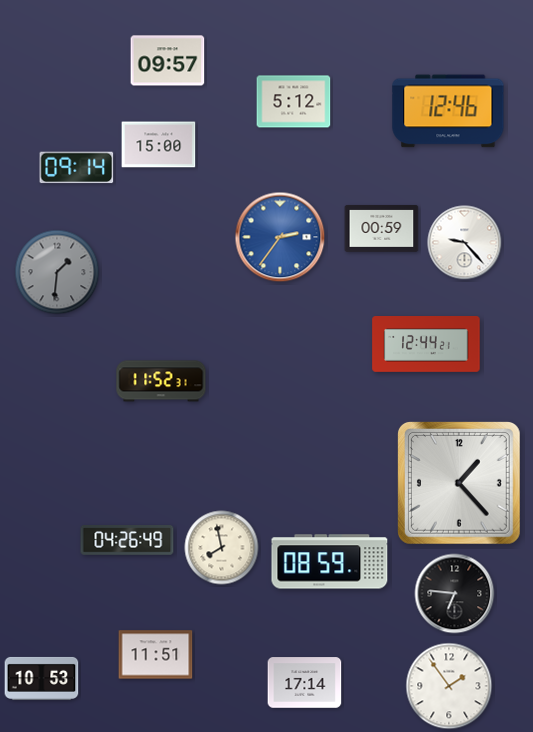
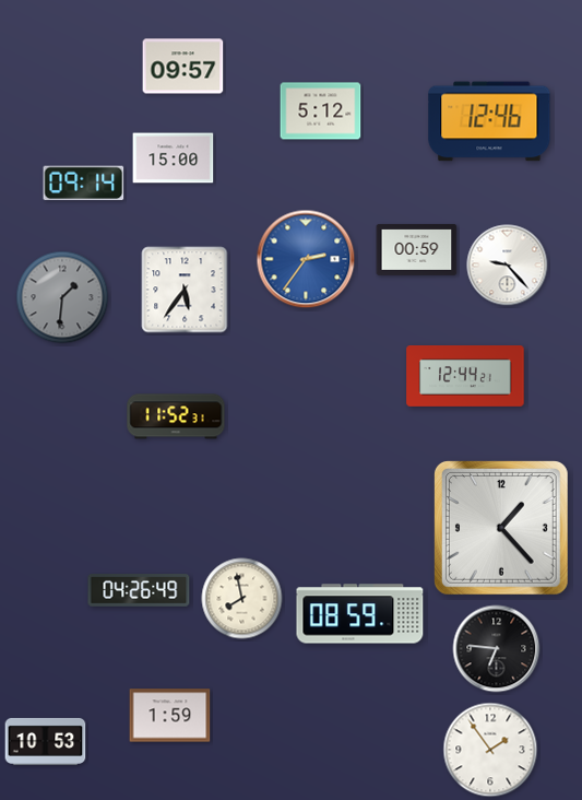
clock at (185, 290): none -> 5:36
clock at (156, 655): 11:51 -> 1:59
clock at (305, 683): 17:14 -> none
